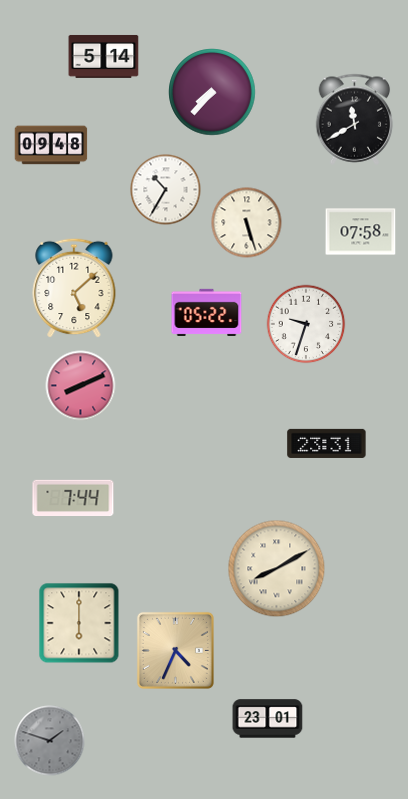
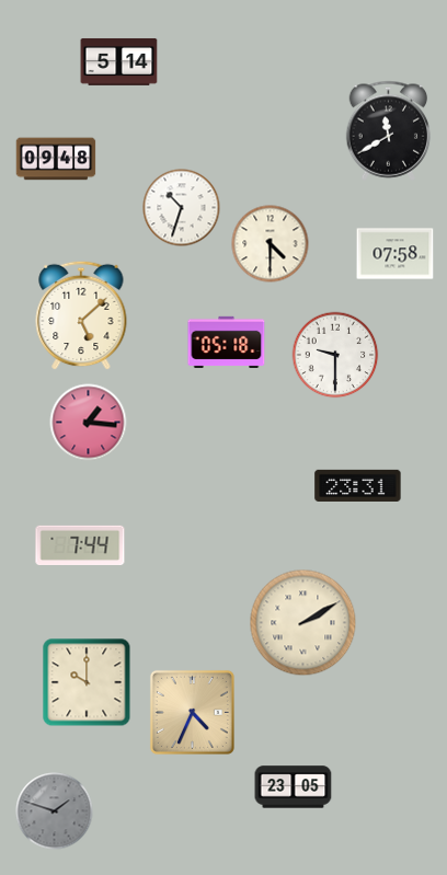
clock at (104, 56) position: (104, 56) -> (119, 61)
clock at (212, 92): 7:37 -> none
clock at (166, 190): 10:35 -> 10:33
clock at (247, 223): 5:27 -> 4:30
clock at (207, 312): 05:22 -> 05:18
clock at (306, 324): 9:33 -> 9:30
clock at (81, 386): 8:11 -> 1:16
clock at (277, 569): 8:10 -> 2:10
clock at (79, 623): 6:00 -> 10:00
clock at (268, 719): 23:01 -> 23:05
